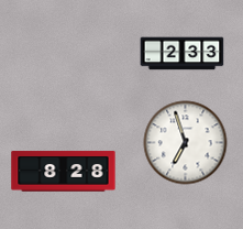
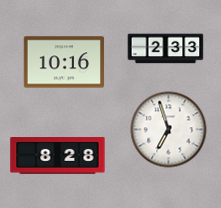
clock at (64, 62): none -> 10:16
